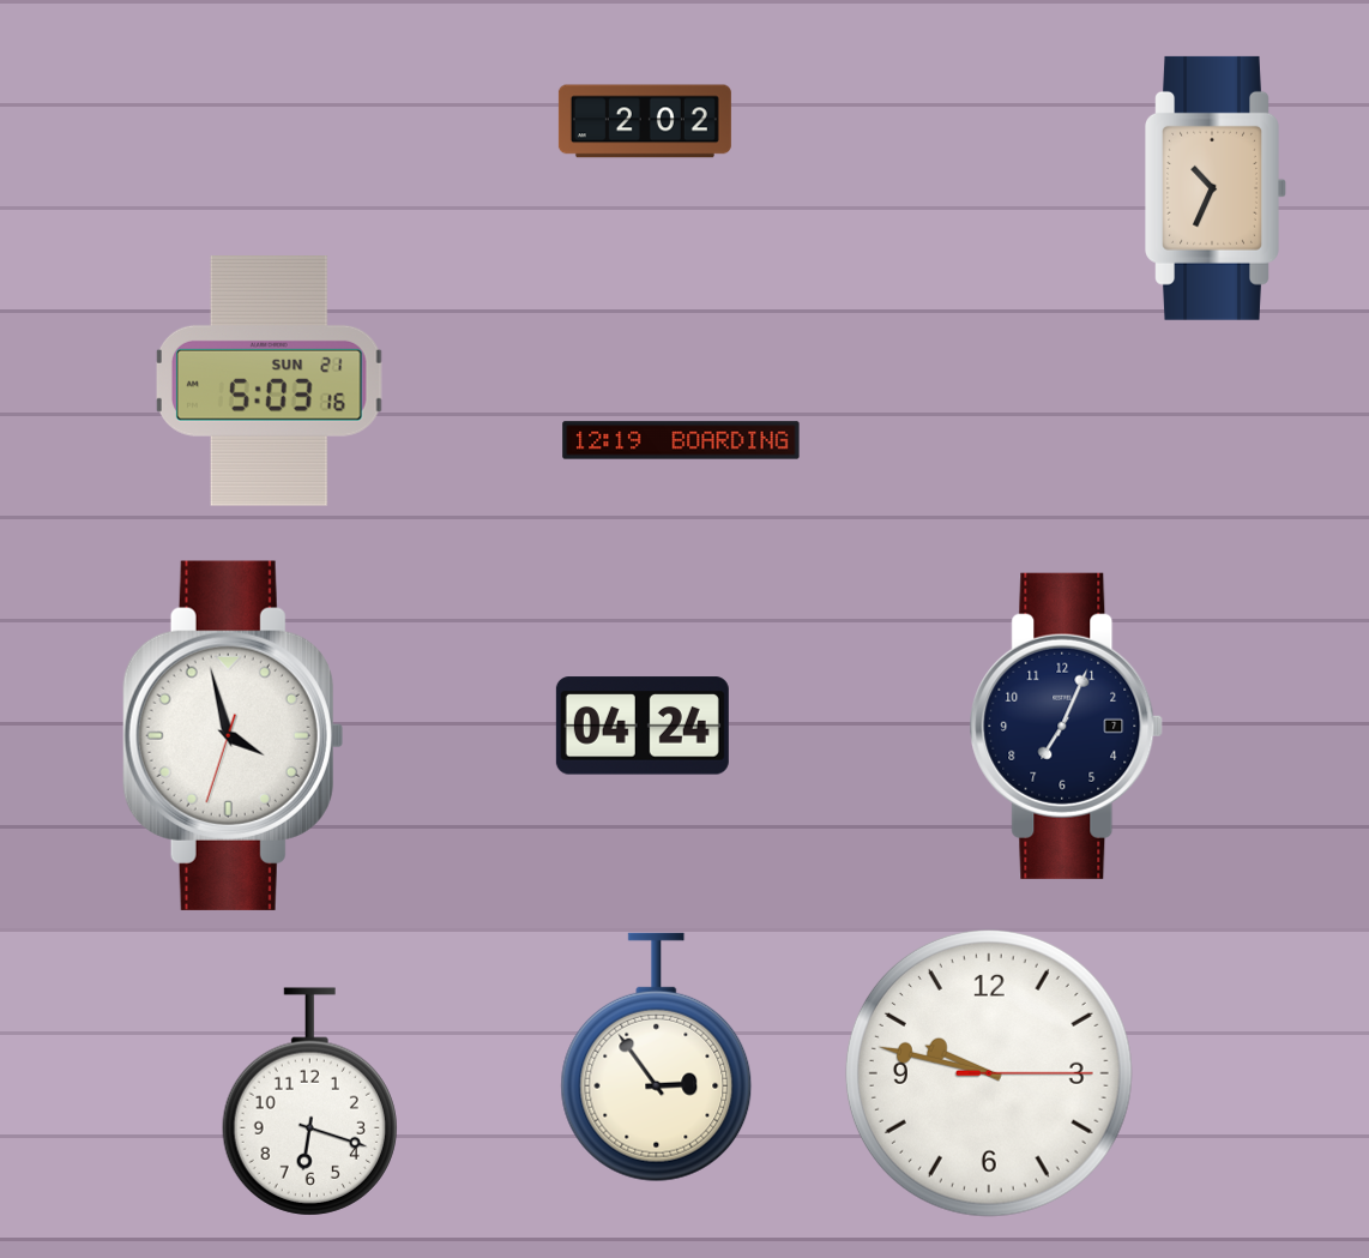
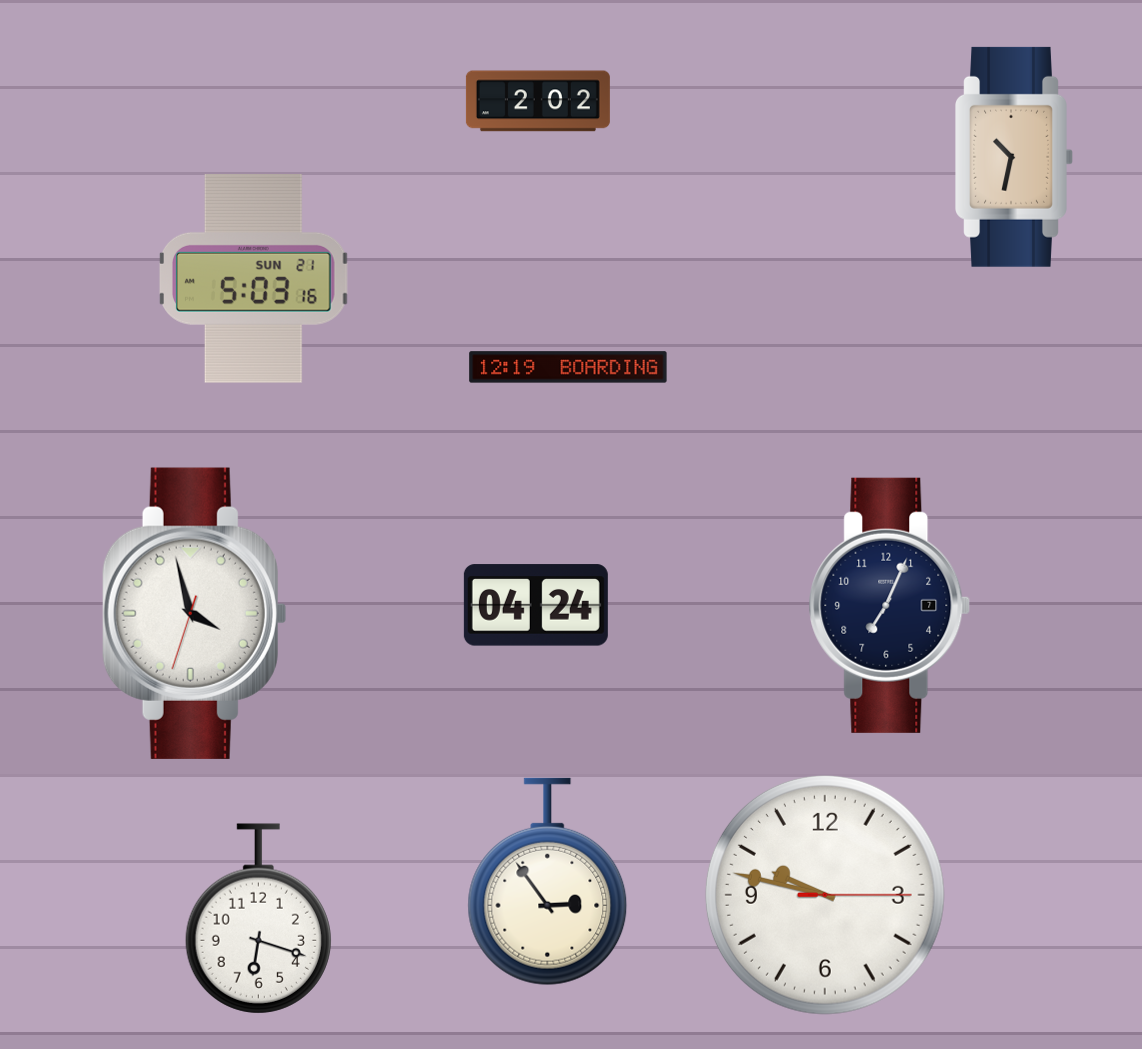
clock at (1216, 188): 10:34 -> 10:32
clock at (270, 380) position: (270, 380) -> (254, 278)
